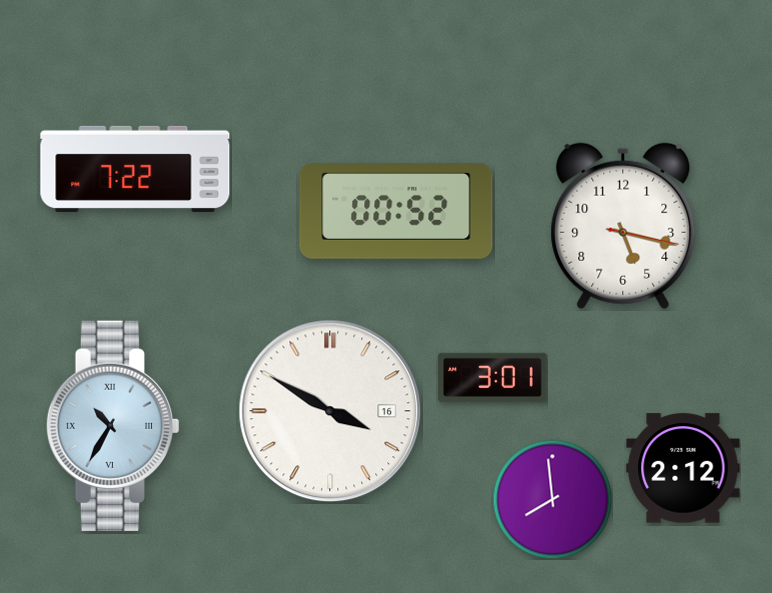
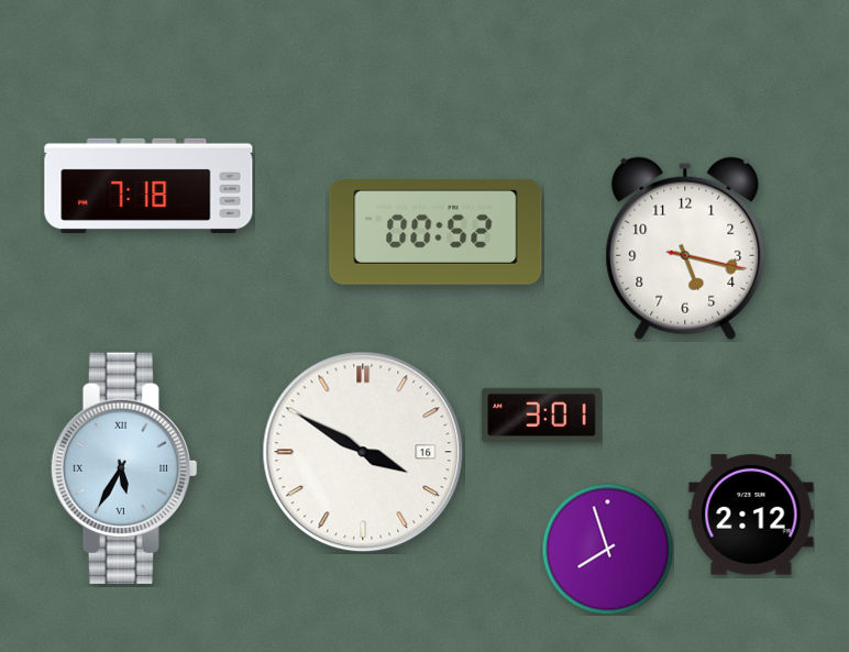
clock at (135, 169): 7:22 -> 7:18
clock at (113, 425): 10:35 -> 5:35
clock at (552, 499): 7:59 -> 7:57
